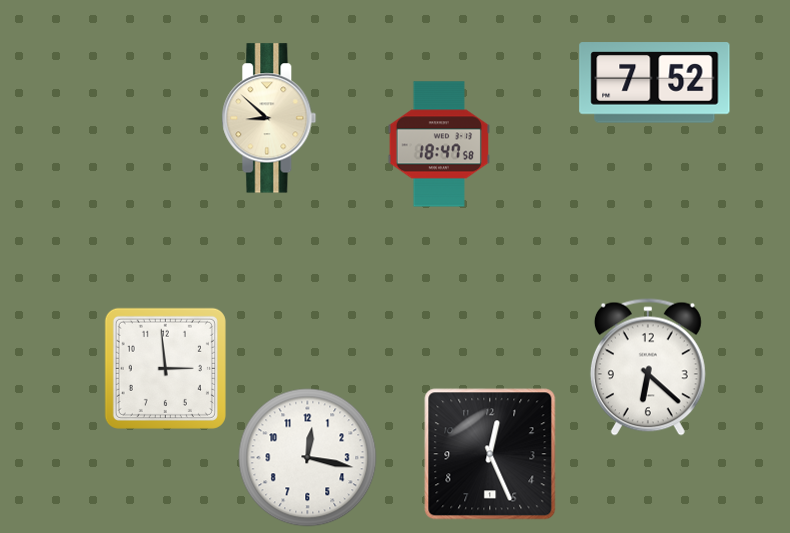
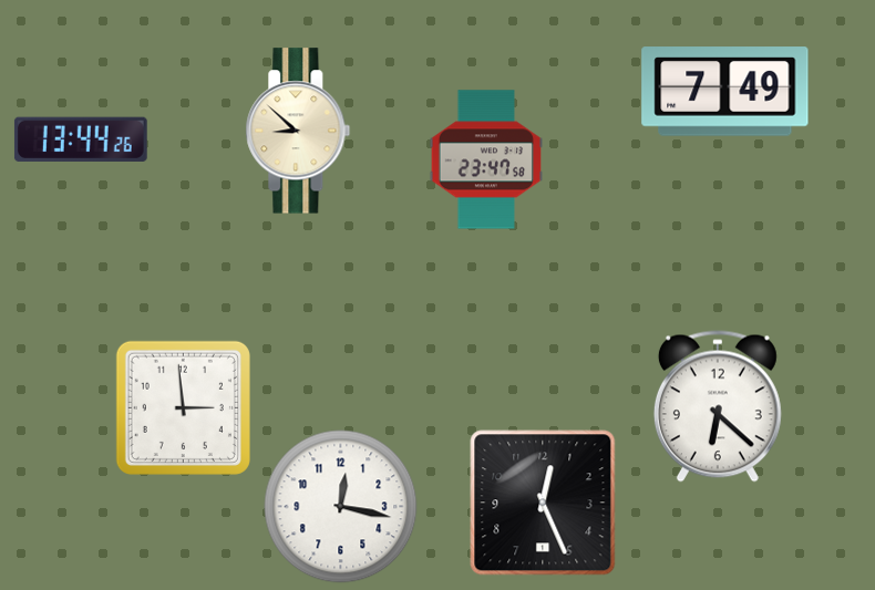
clock at (655, 83): 7:52 -> 7:49
clock at (81, 139): none -> 13:44
clock at (438, 144): 18:47 -> 23:47
